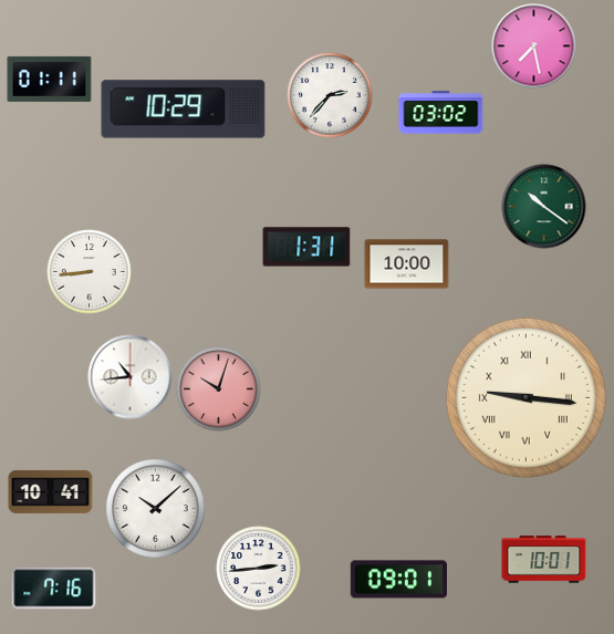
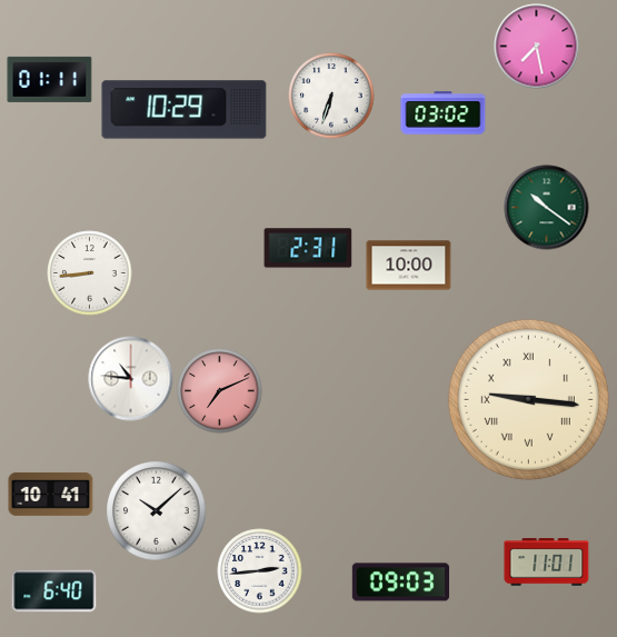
clock at (330, 95): 2:37 -> 6:33
clock at (306, 247): 1:31 -> 2:31
clock at (131, 377): 10:44 -> 10:46
clock at (219, 389): 10:03 -> 7:11
clock at (544, 560): 10:01 -> 11:01
clock at (398, 580): 09:01 -> 09:03
clock at (54, 589): 7:16 -> 6:40
